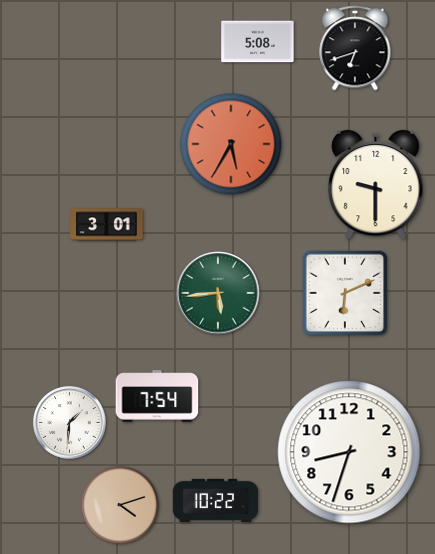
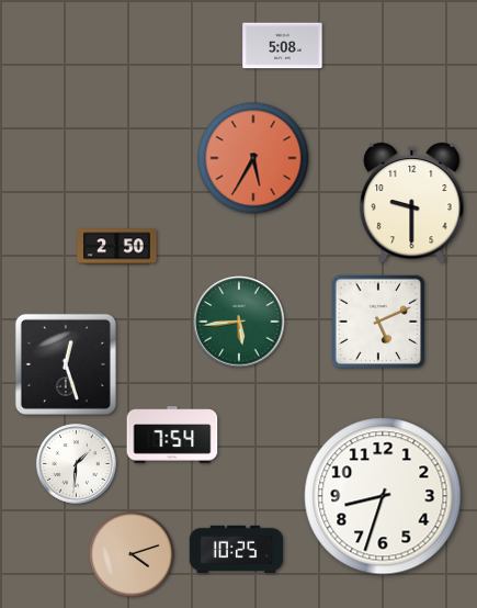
clock at (355, 48): 6:42 -> none
clock at (107, 225): 3:01 -> 2:50
clock at (345, 293): 6:11 -> 5:11
clock at (66, 364): none -> 12:27
clock at (216, 500): 10:22 -> 10:25
